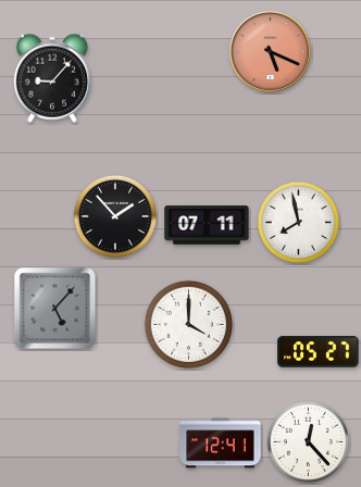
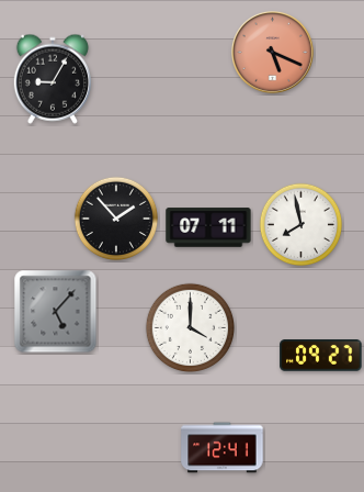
clock at (52, 78): 9:07 -> 9:05
clock at (319, 352): 05:27 -> 09:27
clock at (309, 442): 12:23 -> none
